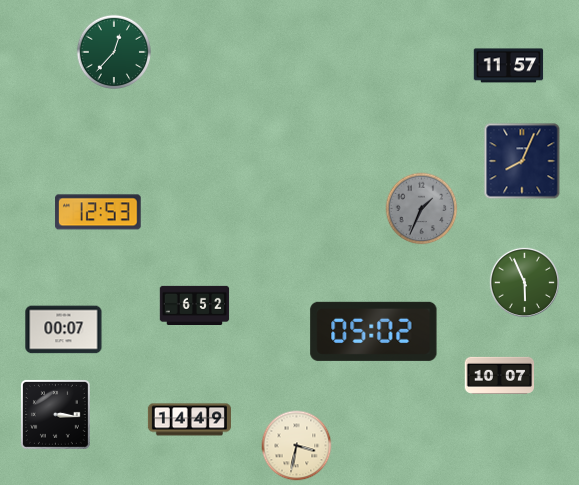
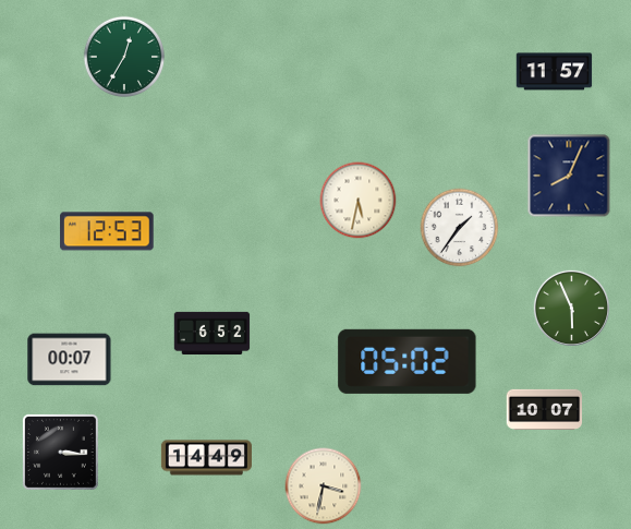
clock at (113, 51): 12:37 -> 12:35
clock at (359, 201): none -> 5:32
clock at (422, 209): 1:34 -> 1:36
clock at (422, 209) dial: grey -> white
